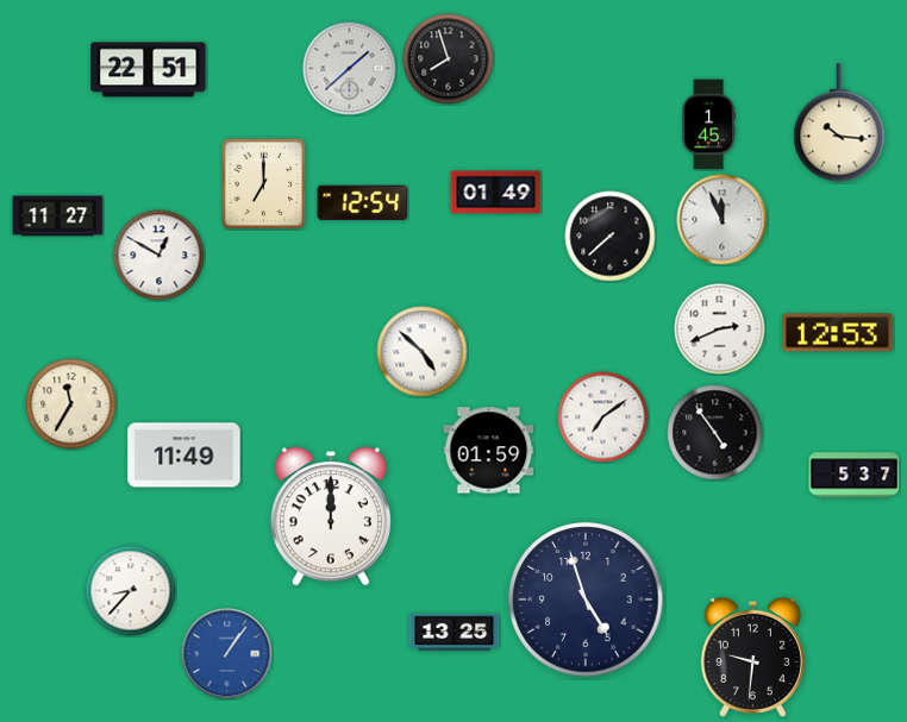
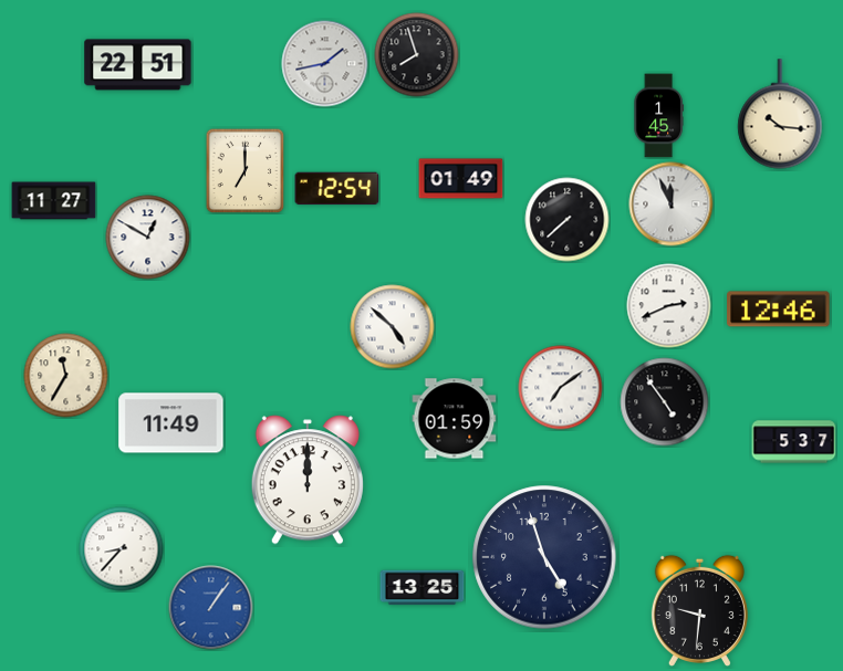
clock at (350, 69): 1:38 -> 1:43
clock at (838, 333): 12:53 -> 12:46
